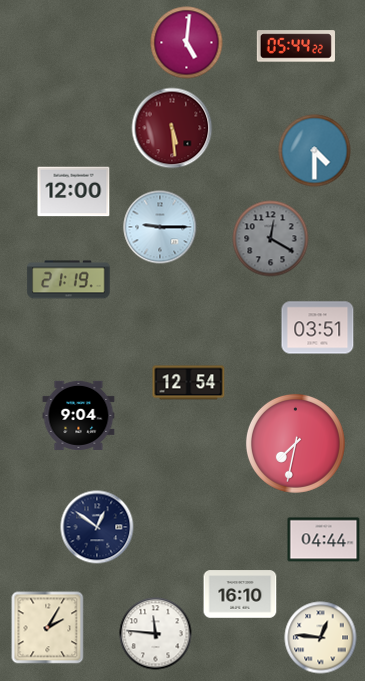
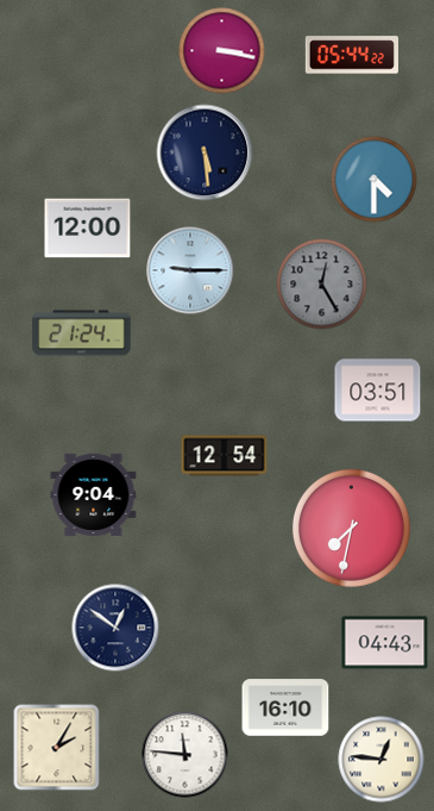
clock at (187, 43): 5:01 -> 3:17
clock at (172, 128) dial: burgundy -> navy
clock at (271, 239): 12:20 -> 12:25
clock at (69, 280): 21:19 -> 21:24
clock at (324, 540): 04:44 -> 04:43
